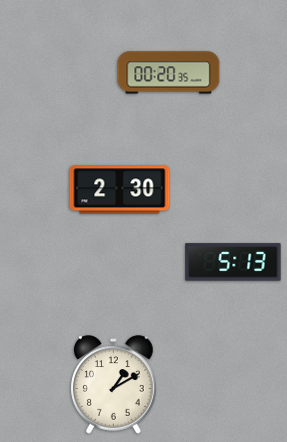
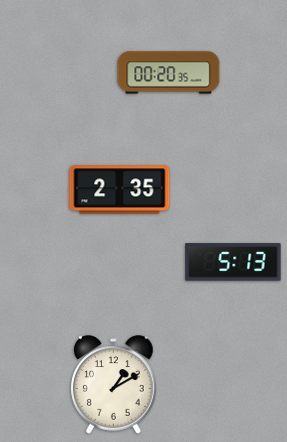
clock at (120, 190): 2:30 -> 2:35
